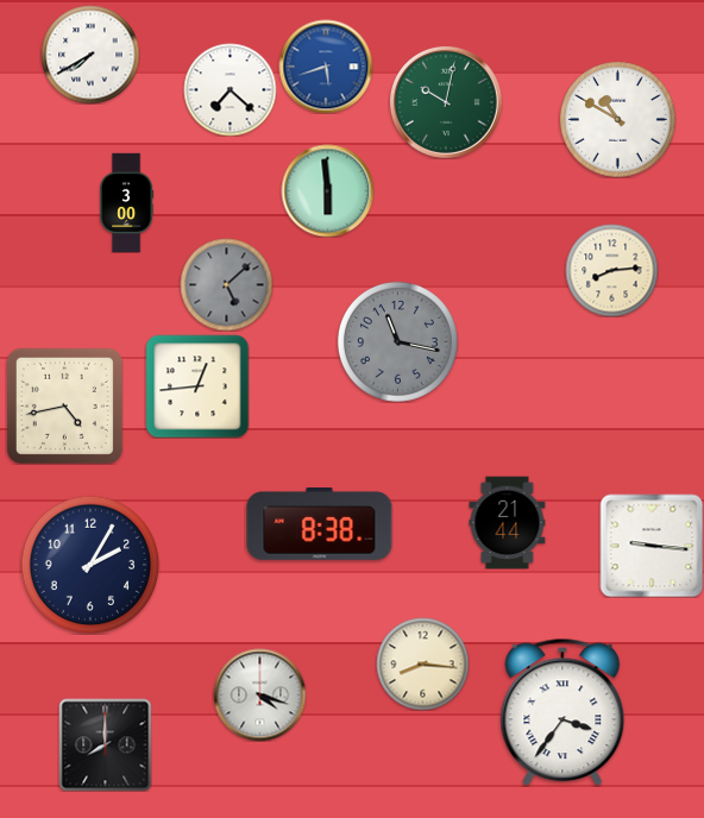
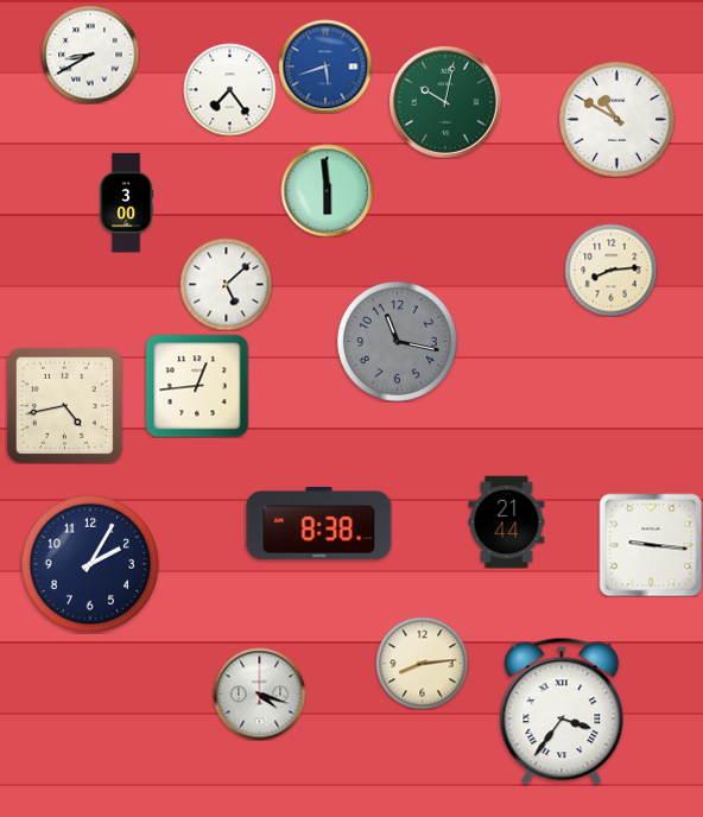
clock at (90, 55): 7:40 -> 8:40
clock at (230, 89): 7:22 -> 7:24
clock at (226, 284) dial: grey -> white
clock at (422, 663): 8:16 -> 8:14
clock at (105, 744): 8:00 -> none
